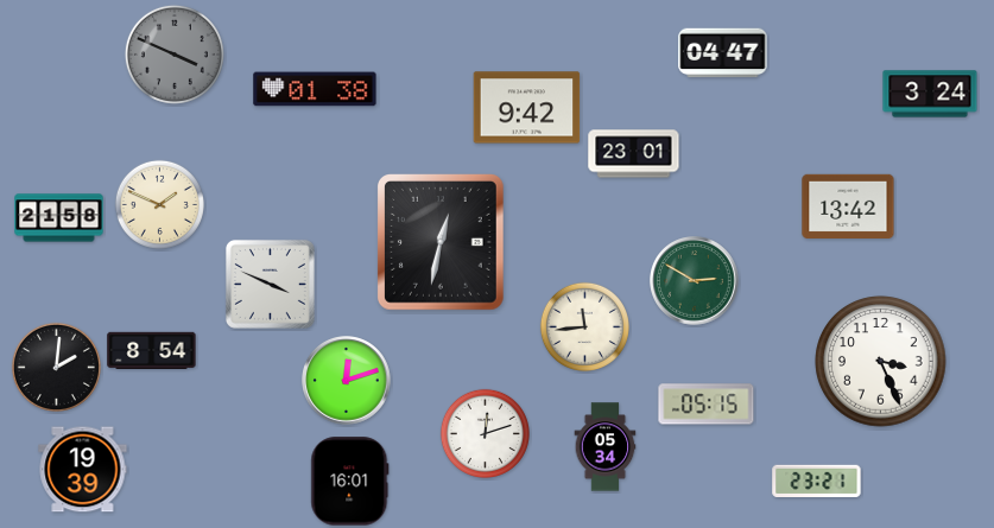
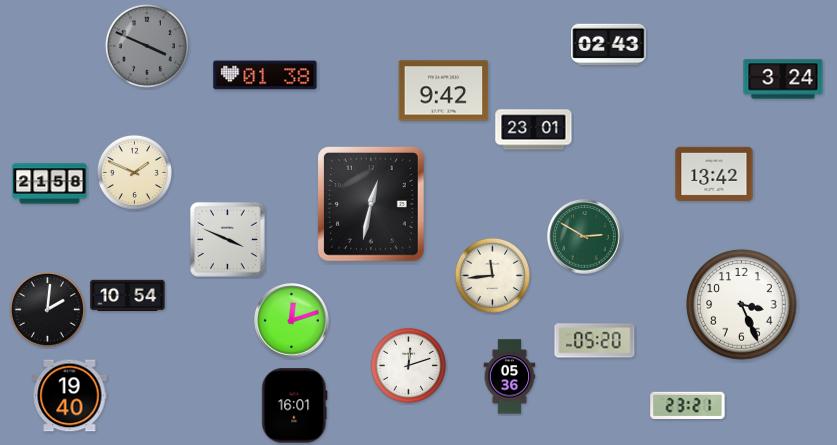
clock at (723, 53): 04:47 -> 02:43
clock at (152, 350): 8:54 -> 10:54
clock at (707, 405): 05:15 -> 05:20
clock at (606, 447): 05:34 -> 05:36
clock at (83, 470): 19:39 -> 19:40
